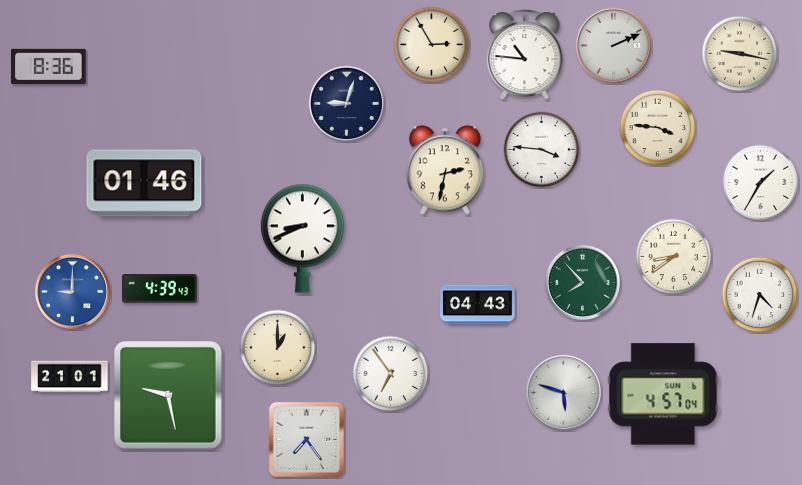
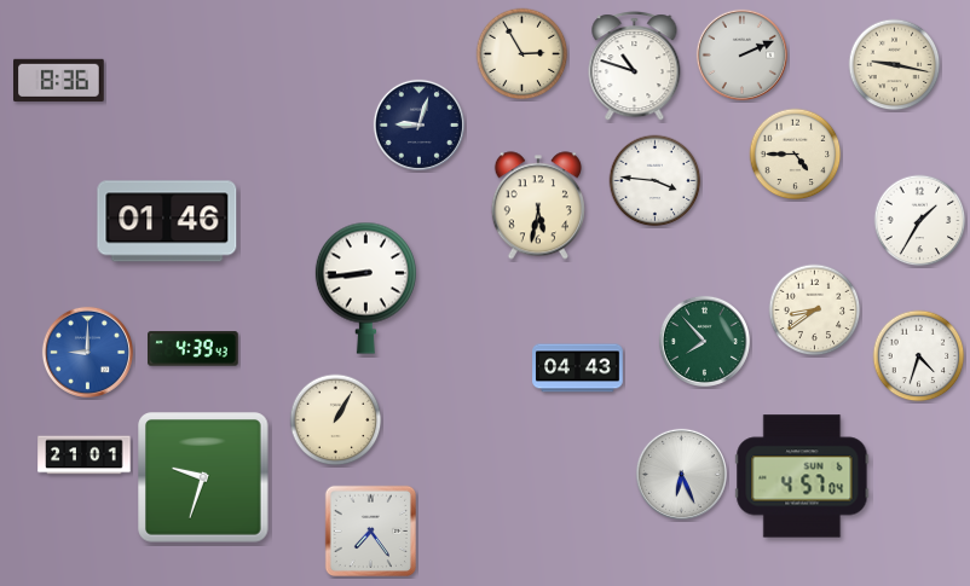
clock at (525, 55): 10:46 -> 10:48
clock at (658, 128): 3:46 -> 4:45
clock at (445, 170): 2:32 -> 5:32
clock at (144, 183) position: (144, 183) -> (167, 221)
clock at (302, 238): 8:41 -> 8:44
clock at (278, 348): 1:00 -> 1:05
clock at (391, 374): 6:54 -> none
clock at (563, 392): 5:48 -> 6:26
clock at (168, 395): 9:28 -> 9:33
